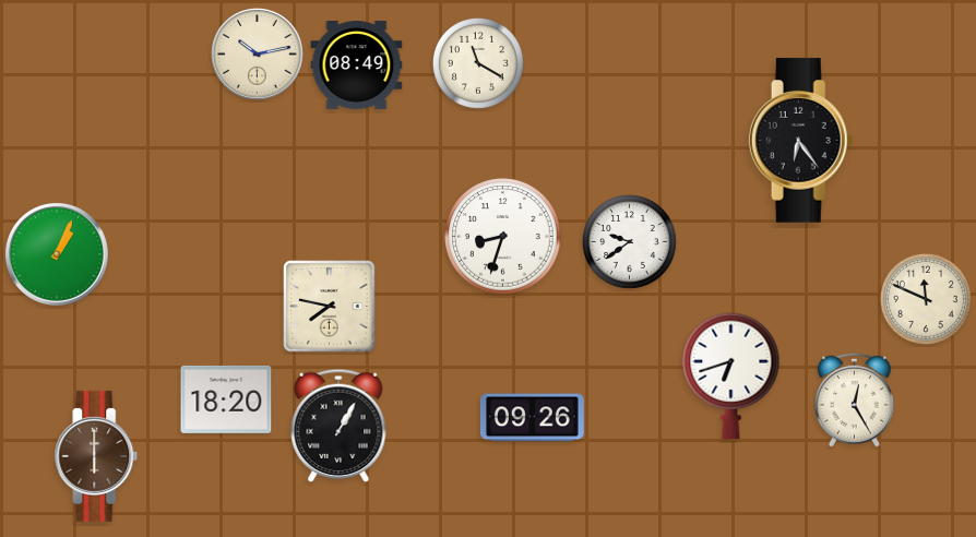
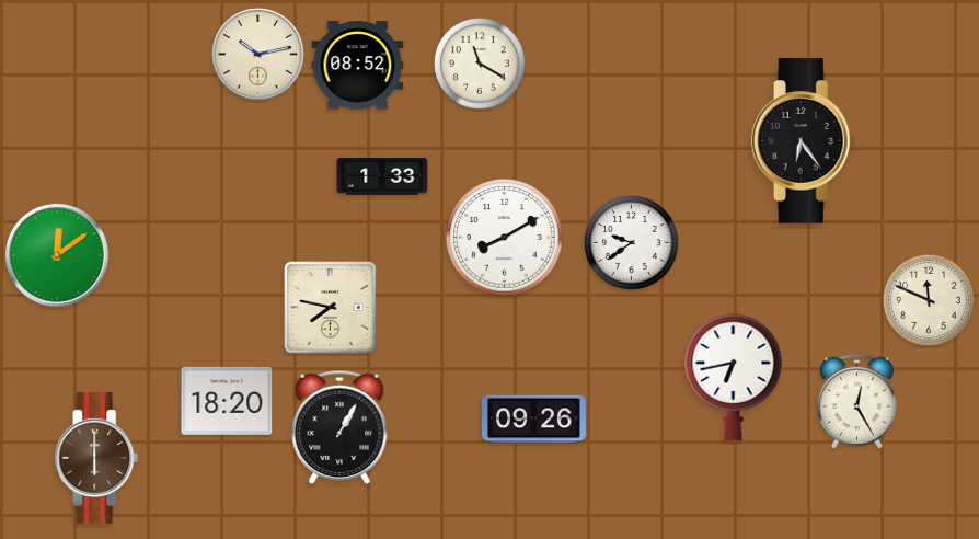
clock at (357, 65): 08:49 -> 08:52
clock at (382, 177): none -> 1:33
clock at (503, 237): 8:33 -> 8:10
clock at (57, 254): 1:04 -> 12:09
clock at (731, 375): 6:42 -> 6:43
